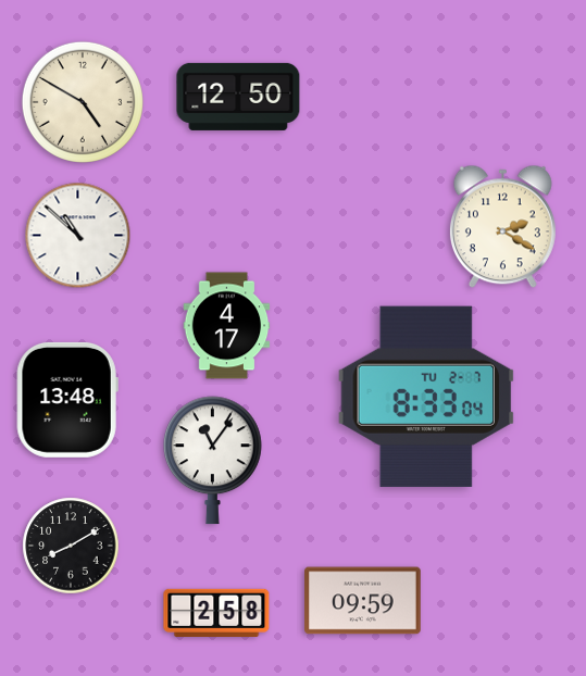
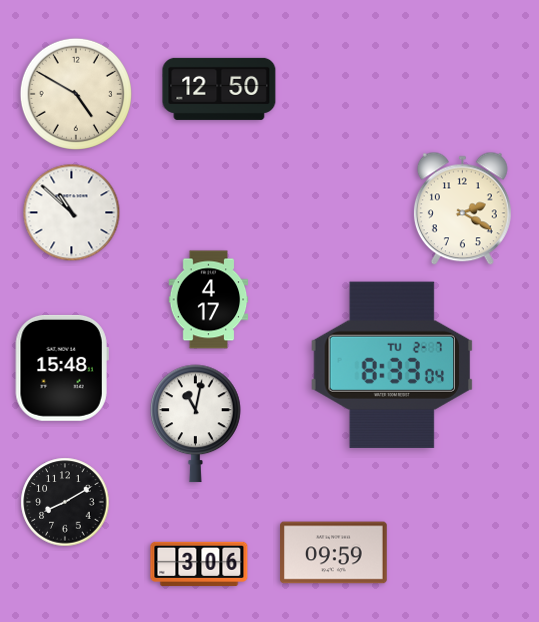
clock at (78, 236) position: (78, 236) -> (72, 213)
clock at (67, 400): 13:48 -> 15:48
clock at (213, 461): 11:06 -> 11:02
clock at (216, 613): 2:58 -> 3:06
